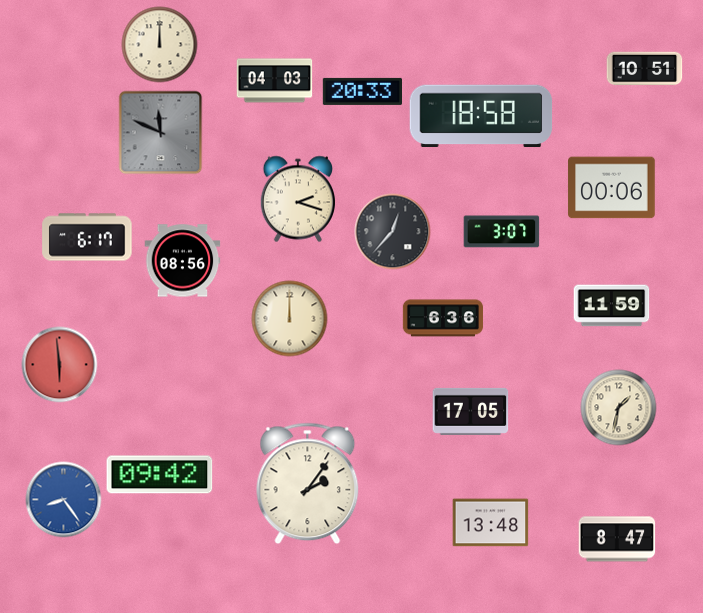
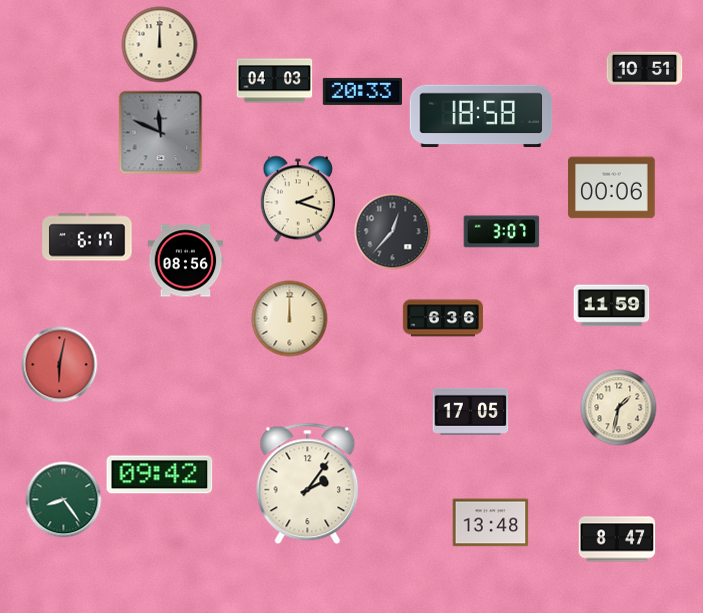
clock at (183, 261) position: (183, 261) -> (186, 261)
clock at (60, 365): 5:59 -> 6:02
clock at (64, 500) dial: blue -> green
